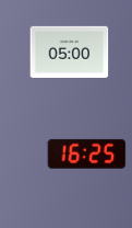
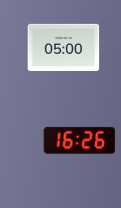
clock at (87, 153): 16:25 -> 16:26
